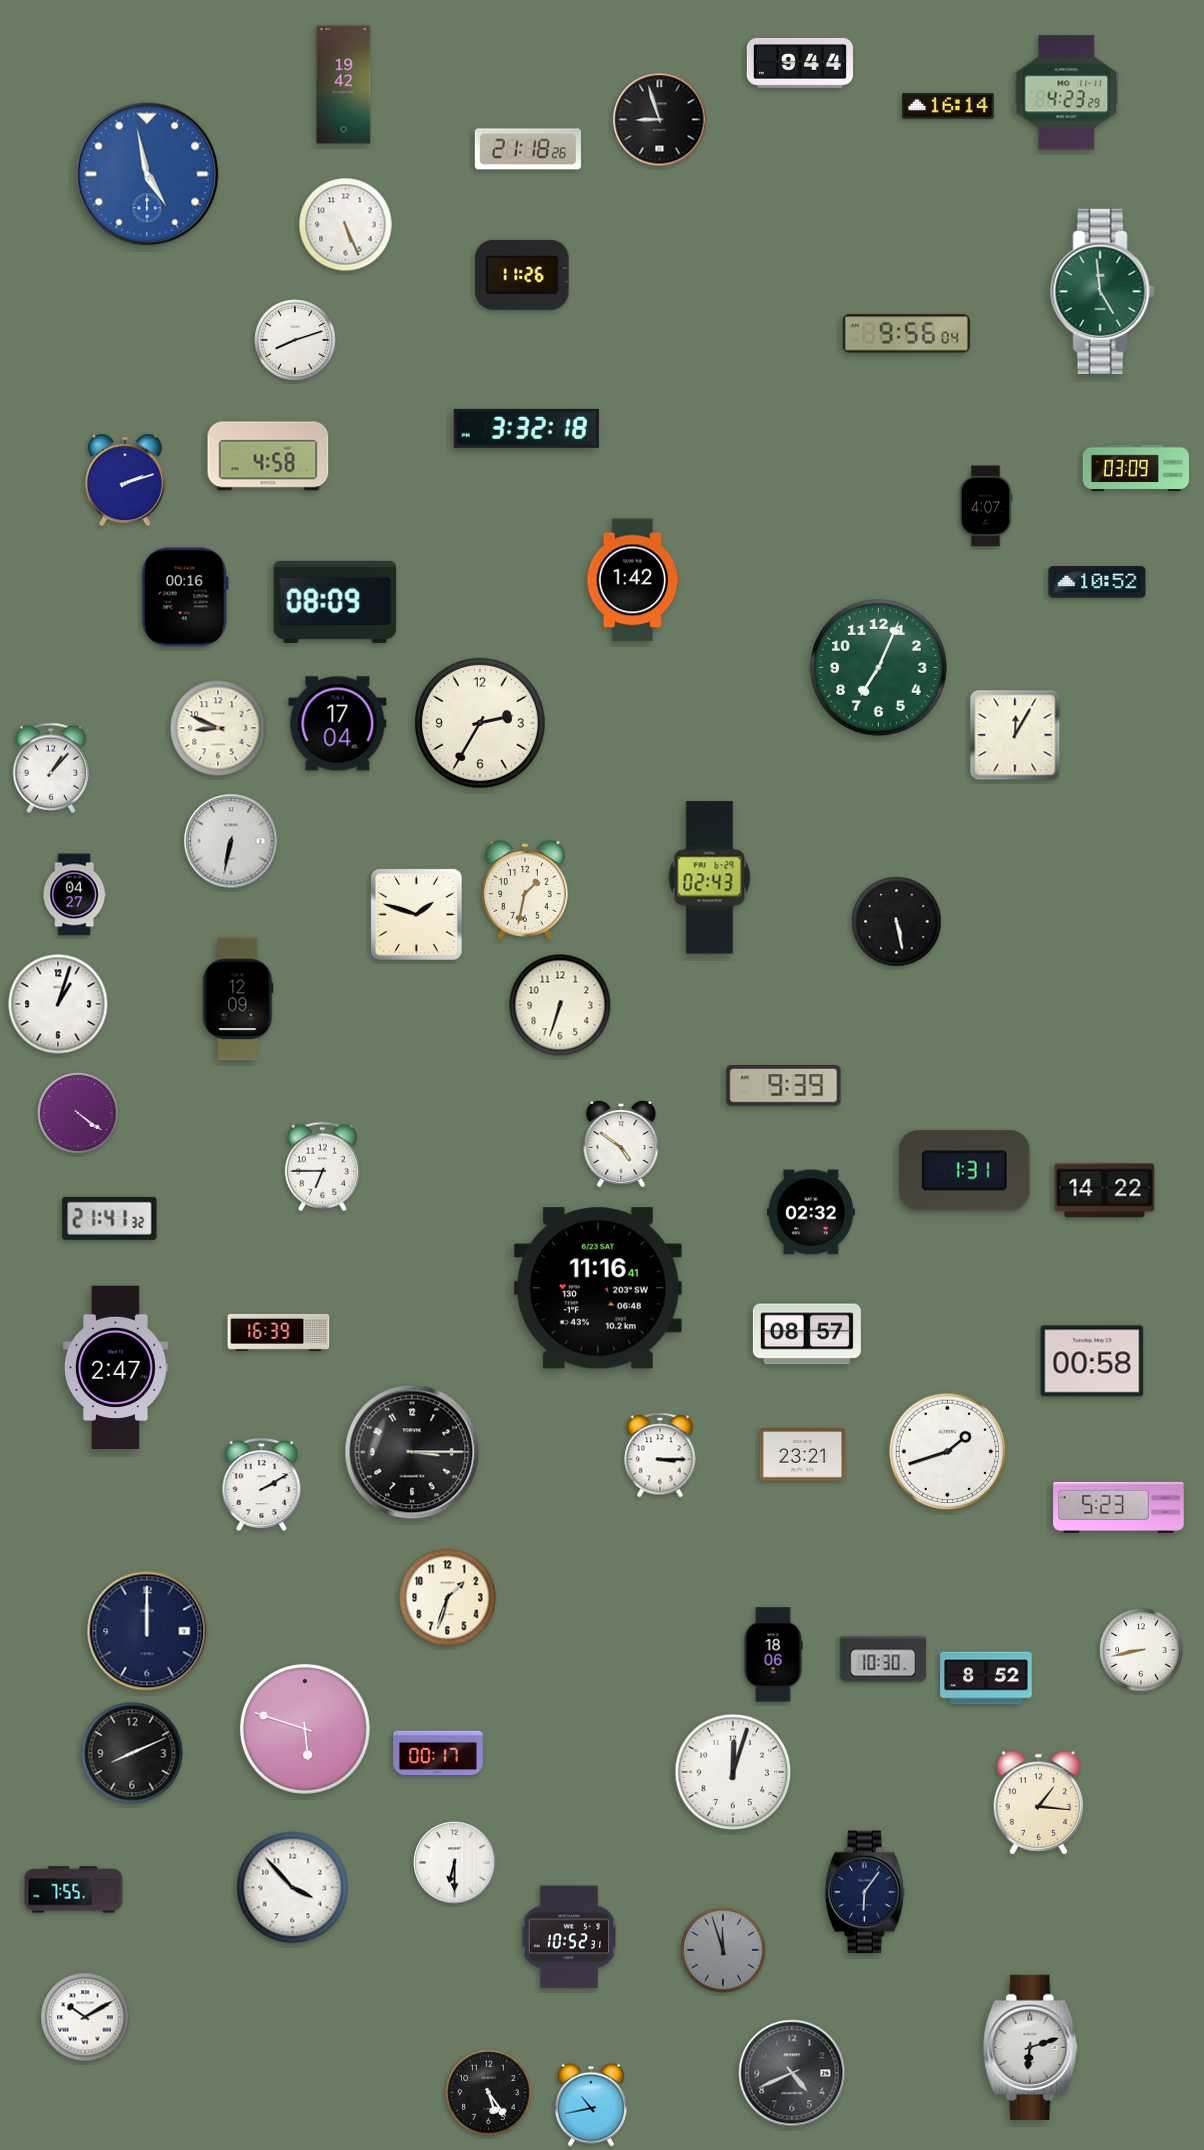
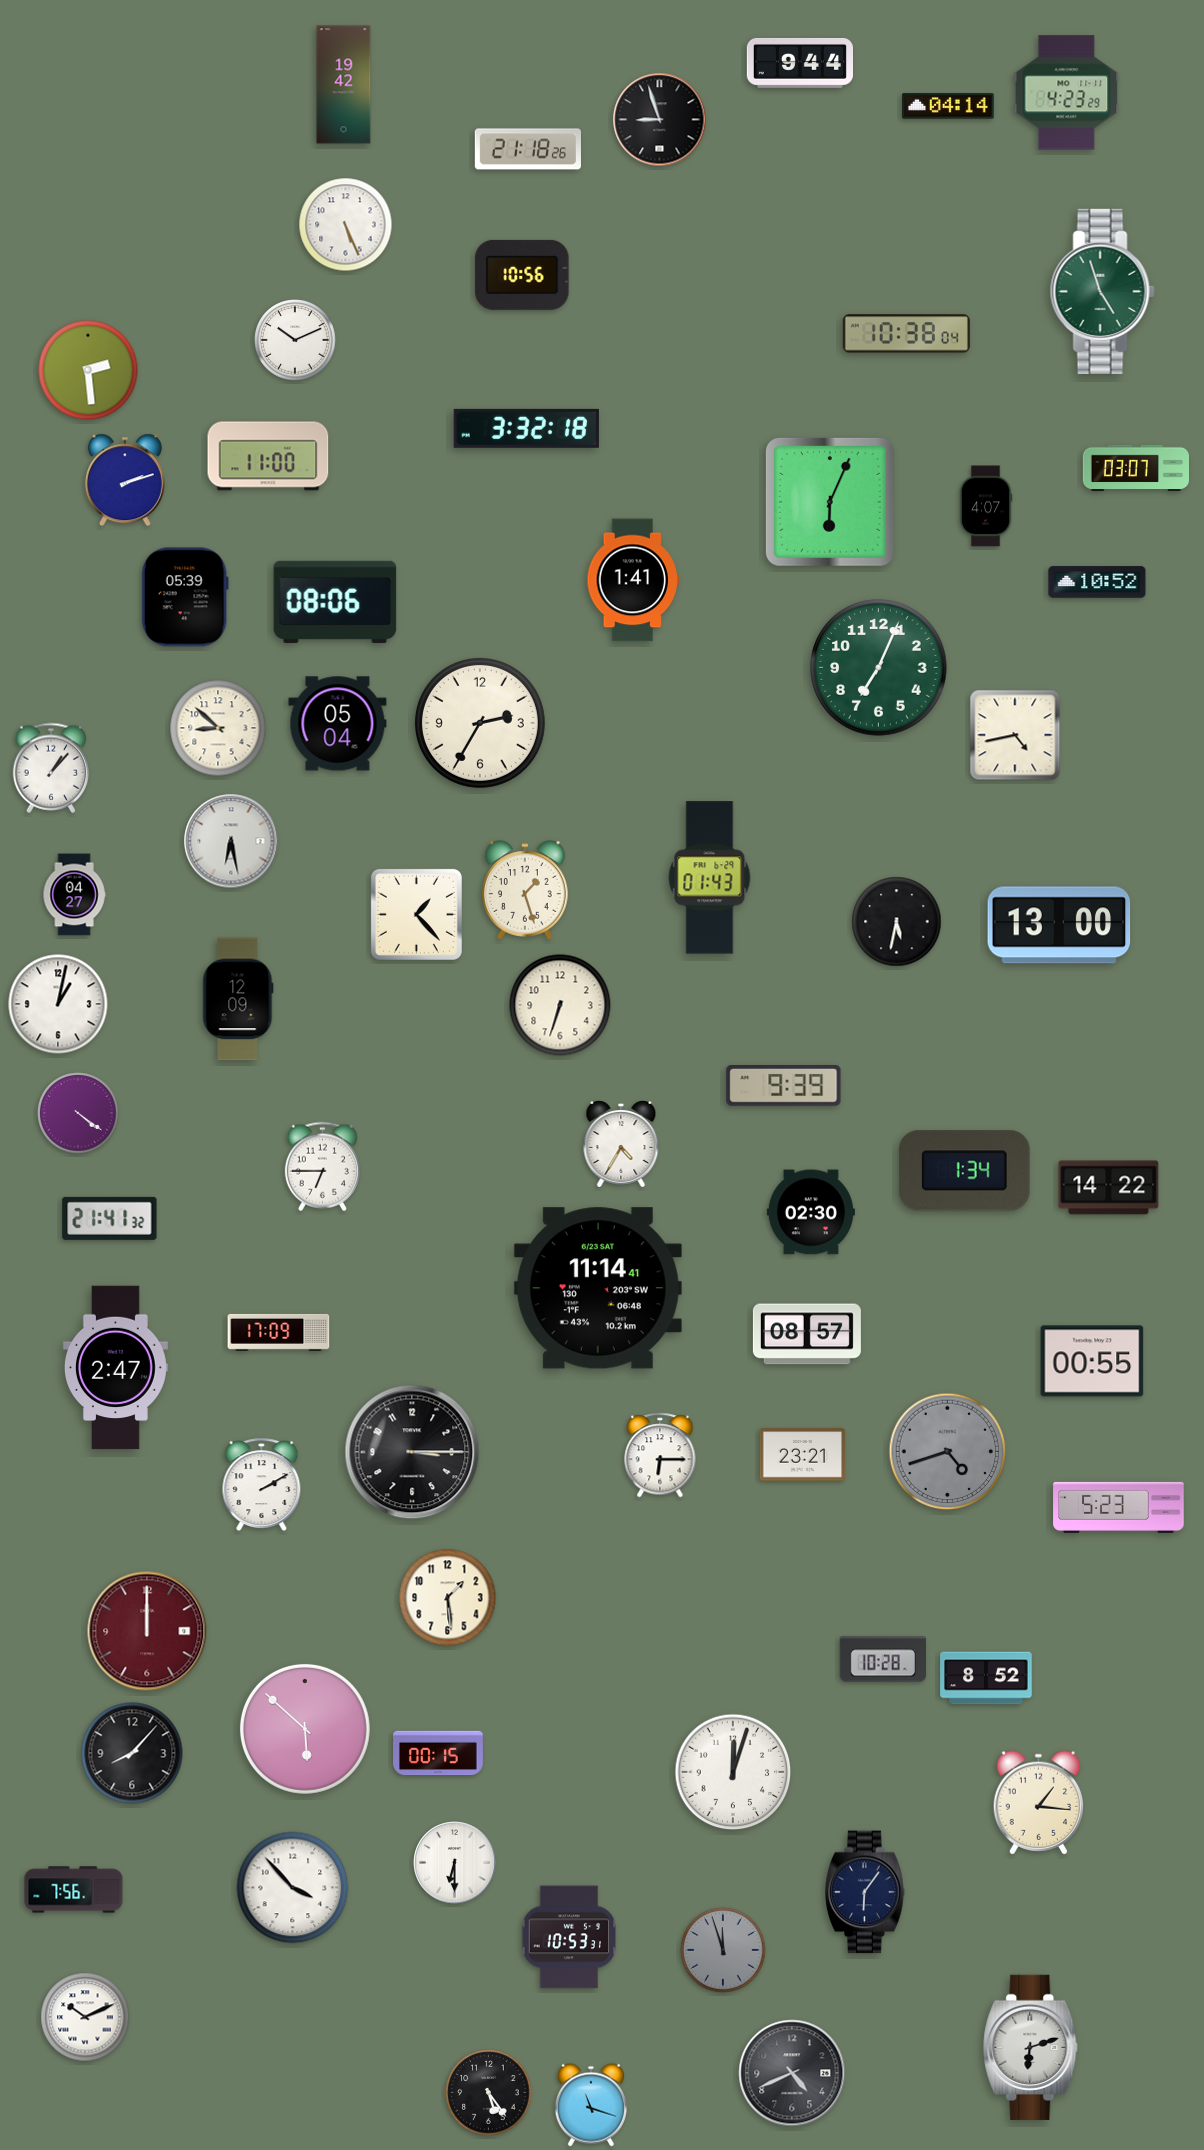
clock at (948, 106): 16:14 -> 04:14
clock at (147, 174): 4:58 -> none
clock at (522, 275): 11:26 -> 10:56
clock at (1102, 291): 4:59 -> 4:57
clock at (906, 334): 9:56 -> 10:38
clock at (295, 340): 8:12 -> 10:11
clock at (88, 370): none -> 2:29
clock at (268, 456): 4:58 -> 11:00
clock at (1135, 468): 03:09 -> 03:07
clock at (830, 502): none -> 6:04
clock at (633, 580): 1:42 -> 1:41
clock at (185, 597): 00:16 -> 05:39
clock at (335, 602): 08:09 -> 08:06
clock at (338, 724): 17:04 -> 05:04
clock at (218, 728): 8:49 -> 8:52
clock at (1015, 735): 12:05 -> 4:43
clock at (231, 841): 6:32 -> 6:28
clock at (710, 878): 02:43 -> 01:43
clock at (525, 890): 1:32 -> 1:27
clock at (416, 914): 1:48 -> 1:23
clock at (897, 922): 5:28 -> 5:32
clock at (1059, 925): none -> 13:00
clock at (58, 1004): 1:03 -> 1:02
clock at (621, 1145): 4:51 -> 4:35
clock at (964, 1171): 1:31 -> 1:34
clock at (1105, 1191) position: (1105, 1191) -> (1109, 1188)
clock at (811, 1212): 02:32 -> 02:30
clock at (598, 1288): 11:16 -> 11:14
clock at (279, 1332): 16:39 -> 17:09
clock at (1092, 1361): 00:58 -> 00:55
clock at (948, 1452): 1:42 -> 4:42
clock at (948, 1452) dial: white -> grey
clock at (660, 1455): 3:15 -> 6:15
clock at (448, 1598): 1:33 -> 1:29
clock at (147, 1631) dial: navy -> burgundy
clock at (1141, 1650): 8:43 -> none
clock at (773, 1655): 18:06 -> none
clock at (882, 1659): 10:30 -> 10:28
clock at (305, 1729): 5:48 -> 5:52
clock at (132, 1753): 8:11 -> 8:07
clock at (439, 1753): 00:17 -> 00:15
clock at (74, 1890): 7:55 -> 7:56
clock at (569, 1937): 10:52 -> 10:53
clock at (85, 2017): 10:10 -> 10:11
clock at (591, 2105): 10:43 -> 11:18
